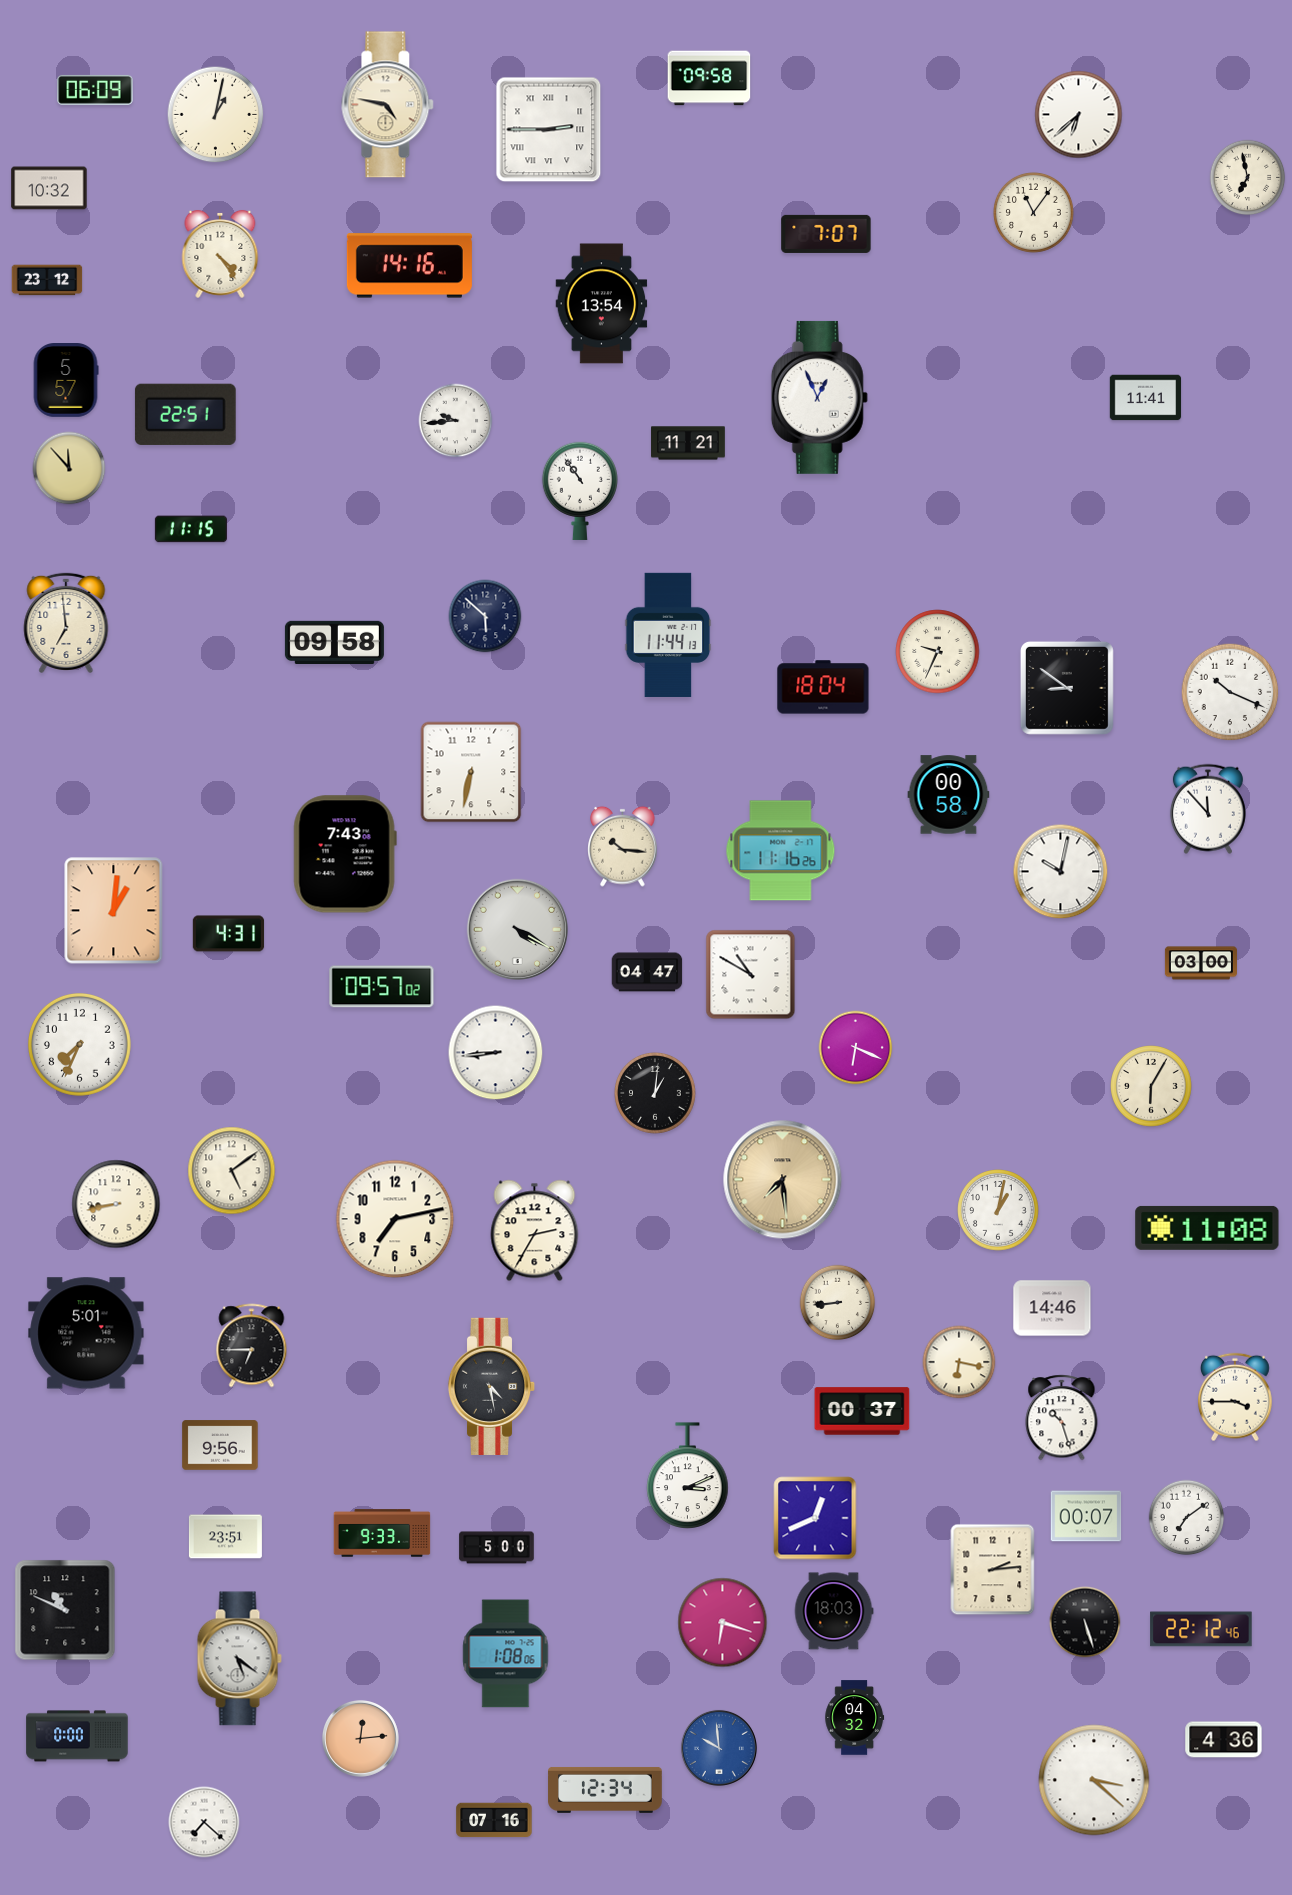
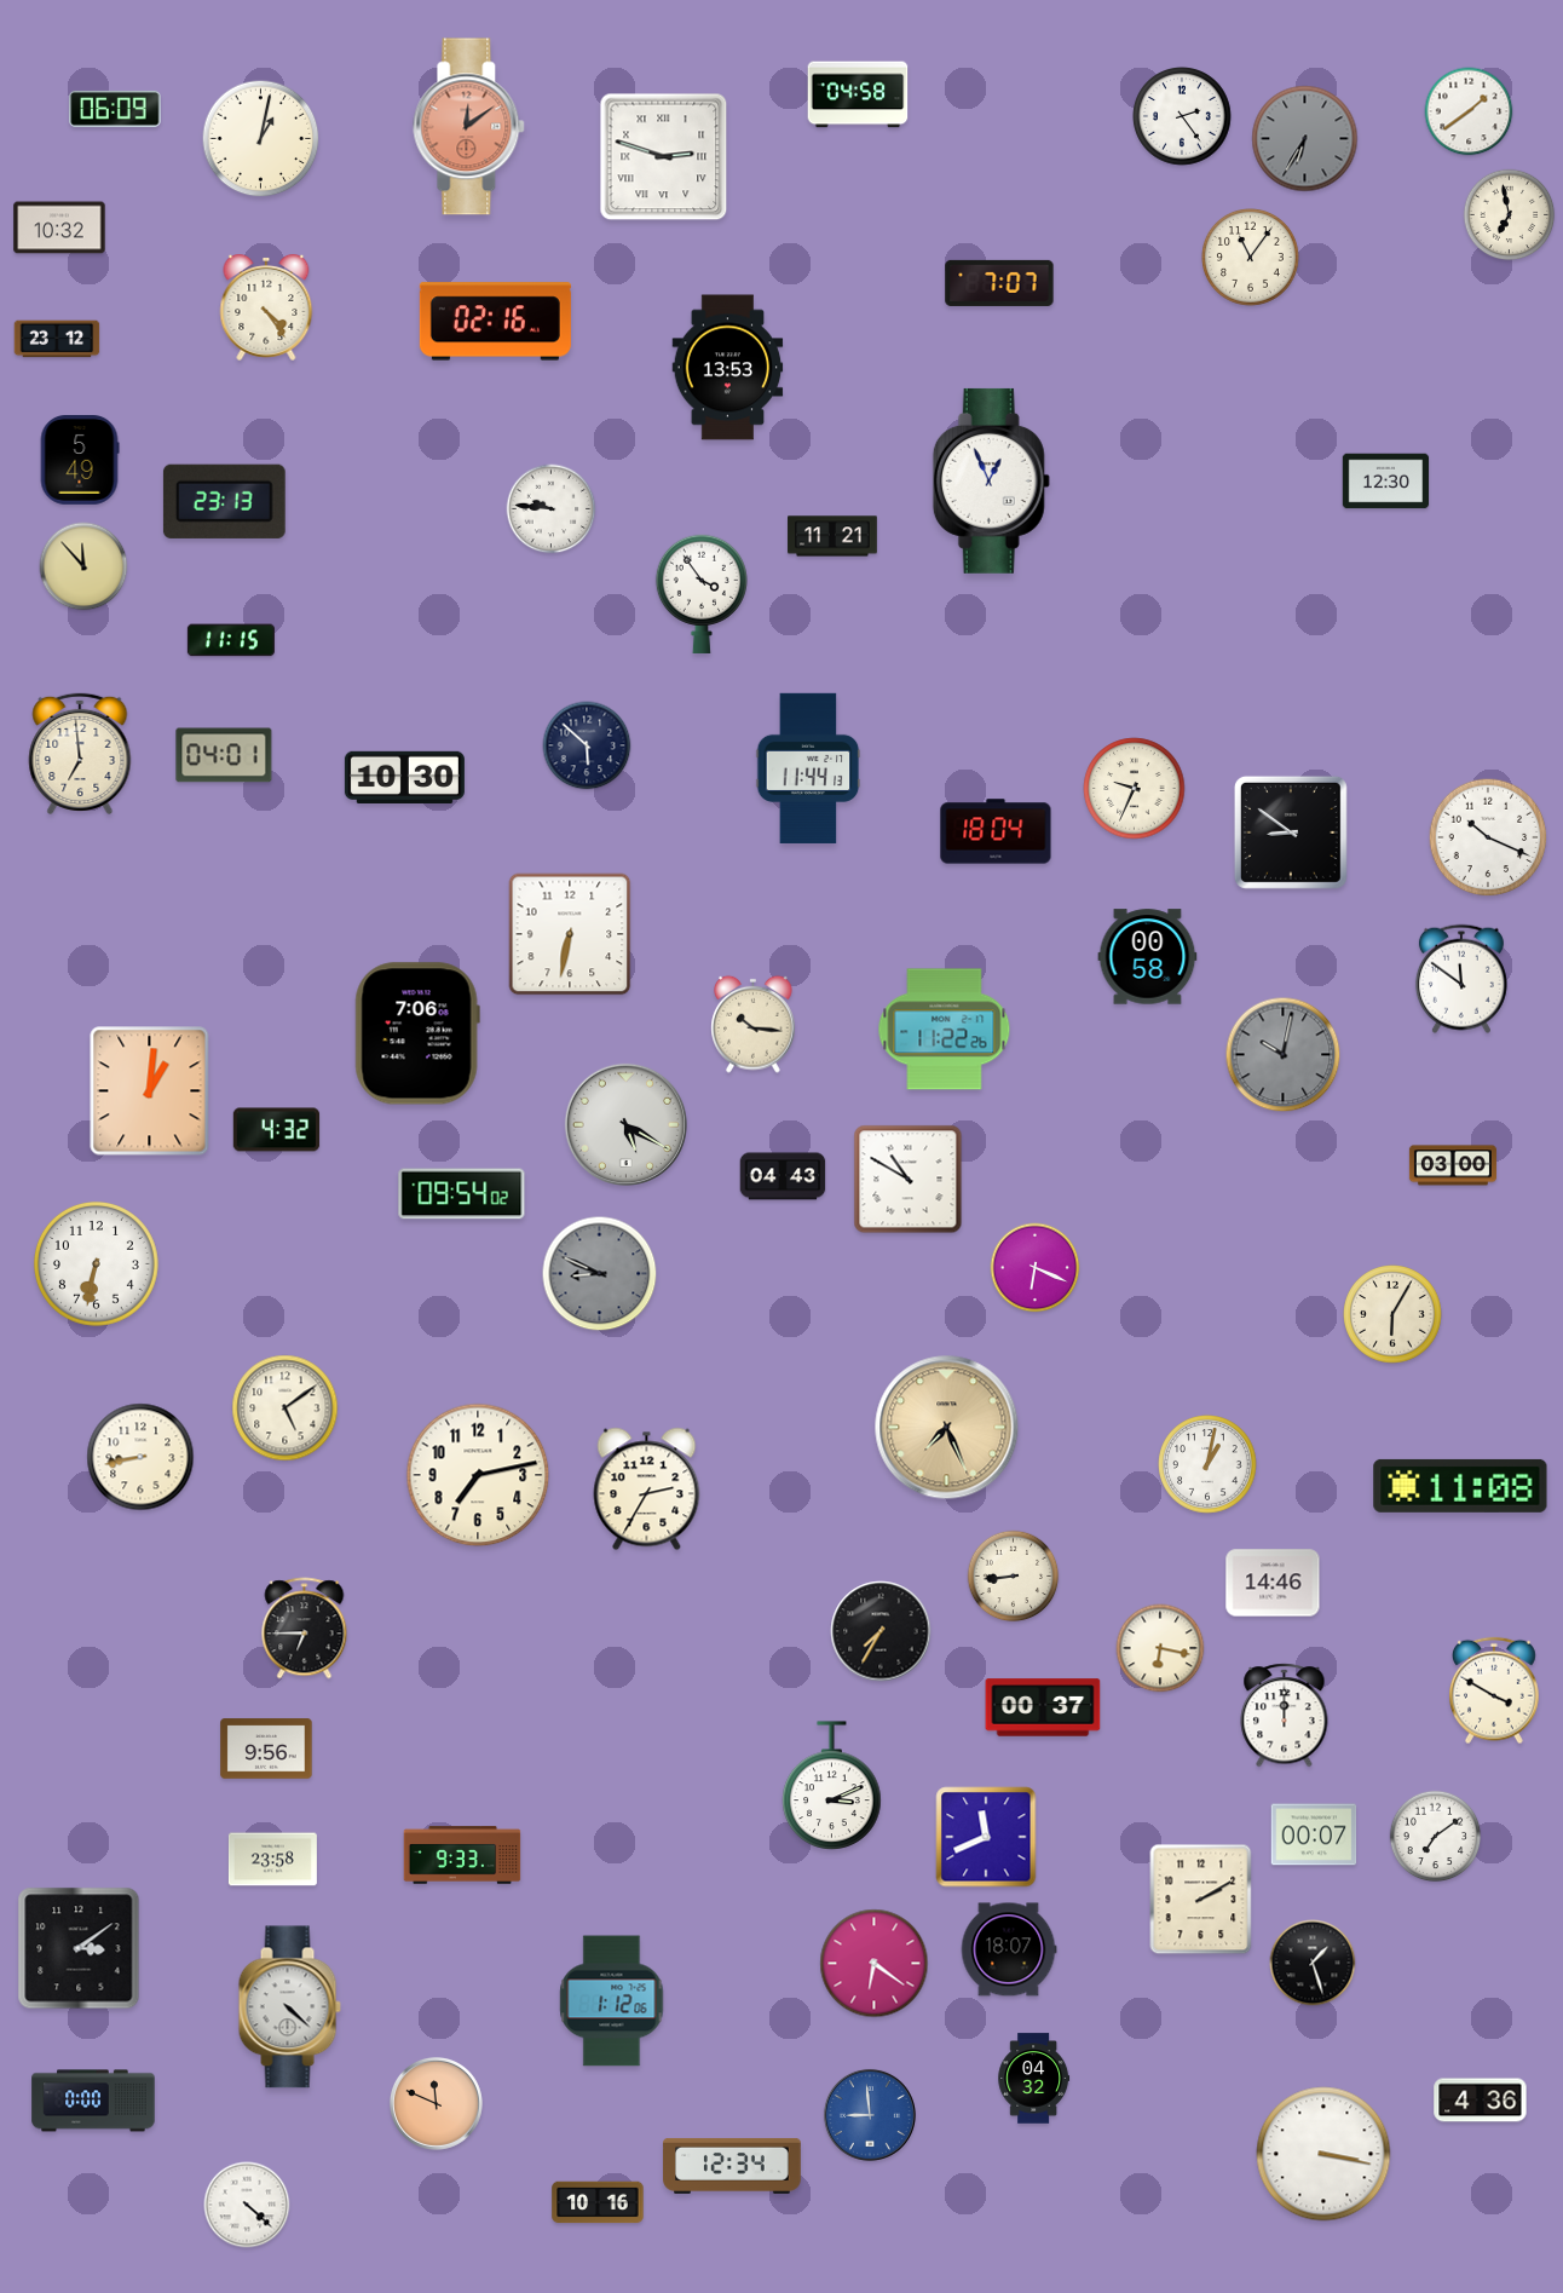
clock at (709, 78): 09:58 -> 04:58
clock at (1469, 111): none -> 1:39
clock at (1182, 116): none -> 2:24
clock at (388, 105): 4:47 -> 12:09
clock at (388, 105) dial: cream -> salmon
clock at (1079, 115): 6:38 -> 6:35
clock at (1079, 115) dial: white -> grey
clock at (549, 130): 2:45 -> 2:48
clock at (409, 266): 14:16 -> 02:16
clock at (602, 304): 13:54 -> 13:53
clock at (66, 381): 5:57 -> 5:49
clock at (1146, 398): 11:41 -> 12:30
clock at (185, 414): 22:51 -> 23:13
clock at (456, 421): 9:44 -> 9:46
clock at (580, 491): 10:54 -> 3:54
clock at (224, 755): none -> 04:01
clock at (334, 642): 09:58 -> 10:30
clock at (949, 795) position: (949, 795) -> (1148, 957)
clock at (1208, 809): 11:53 -> 11:51
clock at (781, 851): 11:16 -> 11:22
clock at (345, 854): 7:43 -> 7:06
clock at (1061, 872) dial: white -> grey
clock at (114, 911) position: (114, 911) -> (150, 1091)
clock at (518, 930): 4:20 -> 5:20
clock at (229, 934): 4:31 -> 4:32
clock at (647, 972): 04:47 -> 04:43
clock at (382, 987): 09:57 -> 09:54
clock at (79, 1044): 7:34 -> 6:32
clock at (496, 1053): 8:44 -> 8:49
clock at (496, 1053) dial: white -> grey
clock at (655, 1093): 1:01 -> none
clock at (232, 1171) position: (232, 1171) -> (286, 1408)
clock at (783, 1180): 7:29 -> 7:26
clock at (86, 1333): 5:01 -> none
clock at (881, 1631): none -> 7:35
clock at (492, 1386): 4:28 -> none
clock at (1236, 1397): 3:45 -> 3:50
clock at (1062, 1418): 10:27 -> 12:00
clock at (815, 1518): 12:41 -> 11:41
clock at (225, 1537): 23:51 -> 23:58
clock at (497, 1548): 5:00 -> none
clock at (993, 1570): 2:14 -> 2:10
clock at (65, 1610): 10:49 -> 3:09
clock at (834, 1611): 18:03 -> 18:07
clock at (1085, 1622): 5:27 -> 1:27
clock at (723, 1623): 6:18 -> 6:21
clock at (1201, 1629): 22:12 -> none
clock at (506, 1654): 1:08 -> 1:12
clock at (239, 1659): 5:21 -> 4:22
clock at (360, 1738): 12:14 -> 11:49
clock at (1224, 1740) position: (1224, 1740) -> (1481, 2101)
clock at (719, 1748): 9:59 -> 8:59
clock at (1094, 1780): 3:22 -> 3:17
clock at (494, 1820): 07:16 -> 10:16
clock at (204, 1822): 7:22 -> 4:22
